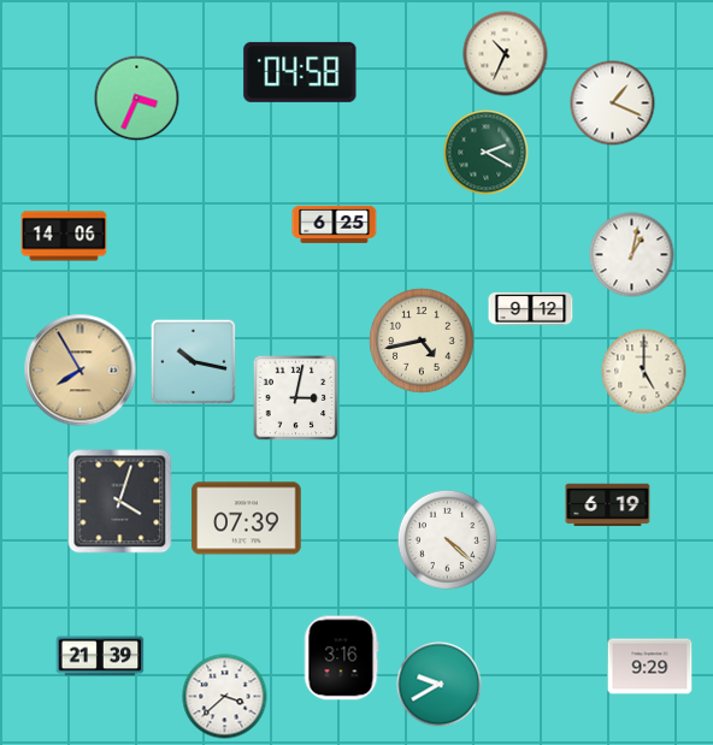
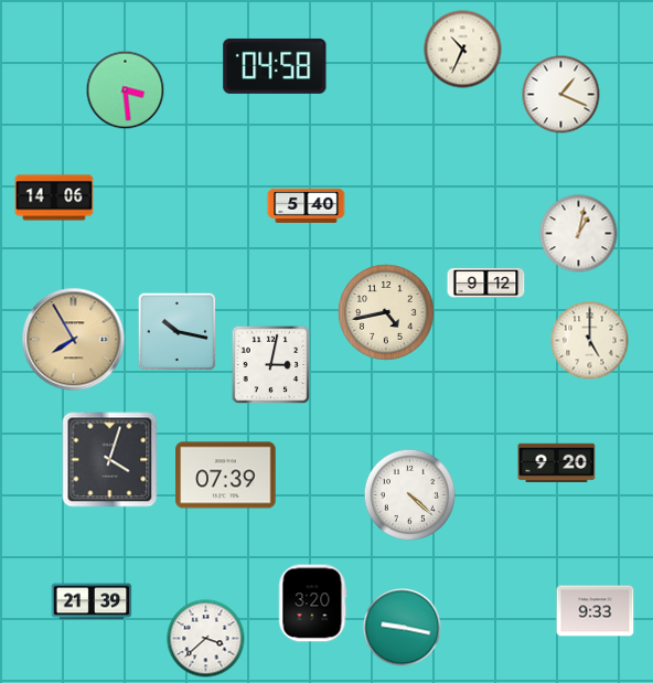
clock at (137, 99): 3:34 -> 3:29
clock at (487, 153): 2:20 -> none
clock at (335, 224): 6:25 -> 5:40
clock at (64, 236) position: (64, 236) -> (54, 198)
clock at (608, 505): 6:19 -> 9:20
clock at (342, 658): 3:16 -> 3:20
clock at (650, 667): 9:29 -> 9:33
clock at (440, 685): 9:40 -> 9:17
